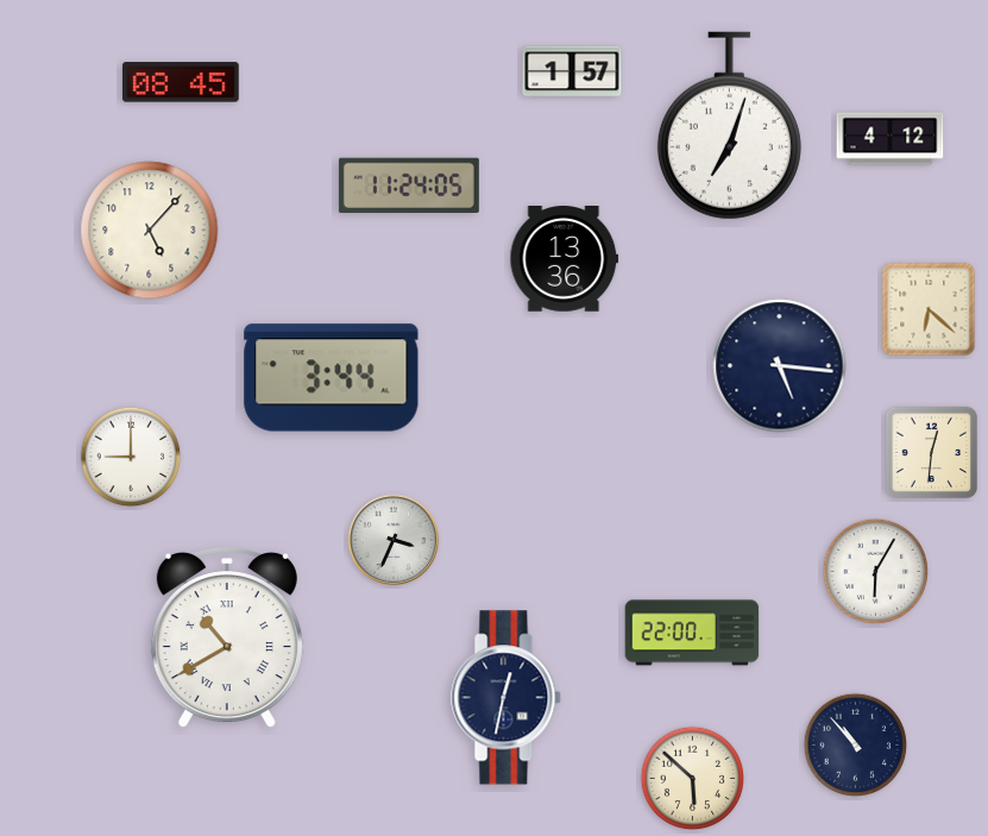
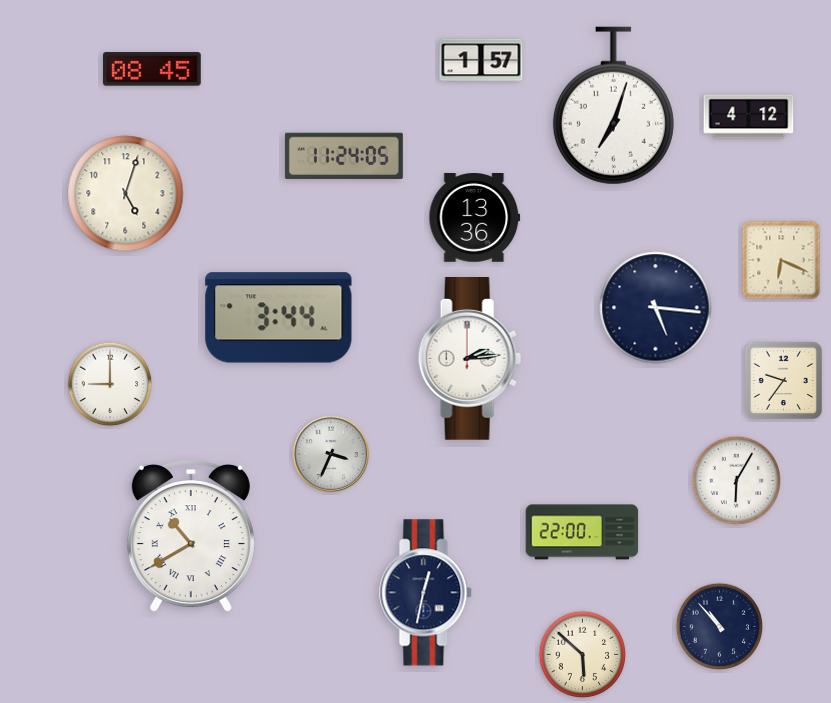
clock at (150, 231): 5:07 -> 5:03
clock at (929, 309): 6:22 -> 6:19
clock at (469, 359): none -> 2:14
clock at (932, 453): 12:31 -> 9:36
clock at (506, 698) position: (506, 698) -> (426, 593)
